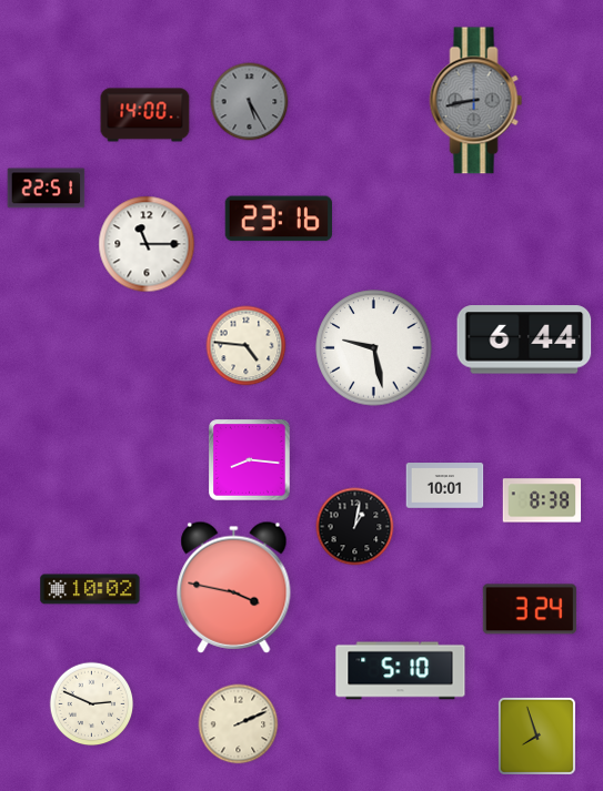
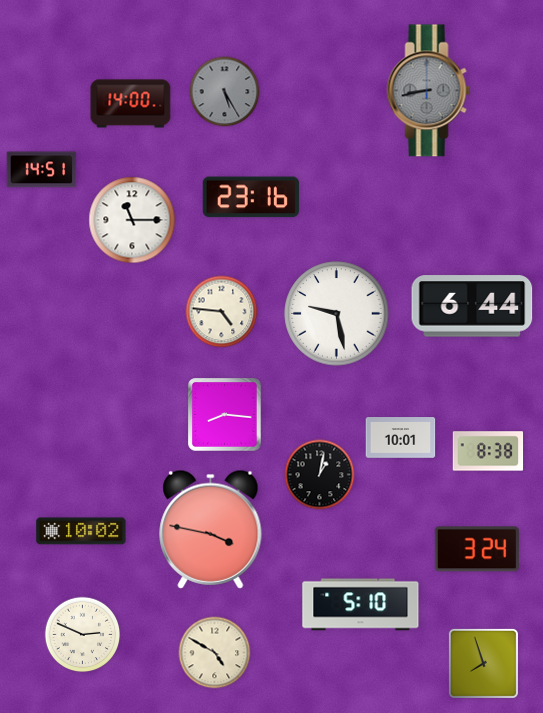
clock at (47, 189): 22:51 -> 14:51
clock at (239, 724): 2:11 -> 4:50
